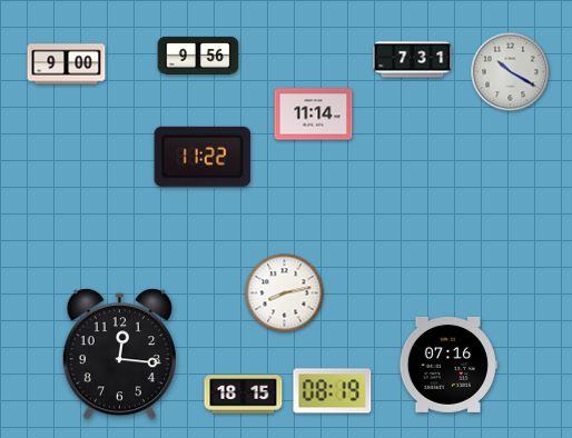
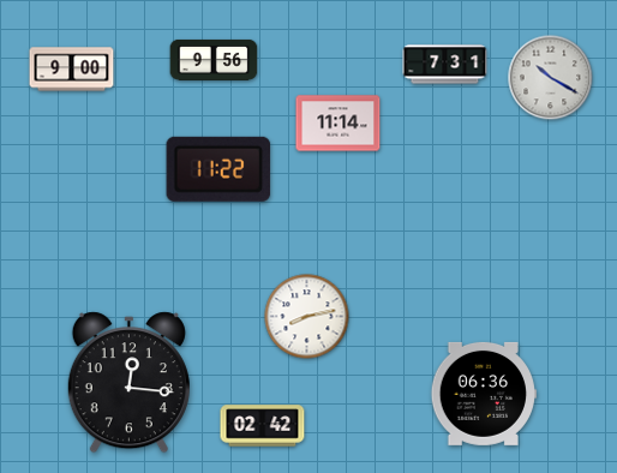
clock at (447, 365): 07:16 -> 06:36
clock at (333, 391): 08:19 -> none
clock at (244, 395): 18:15 -> 02:42
